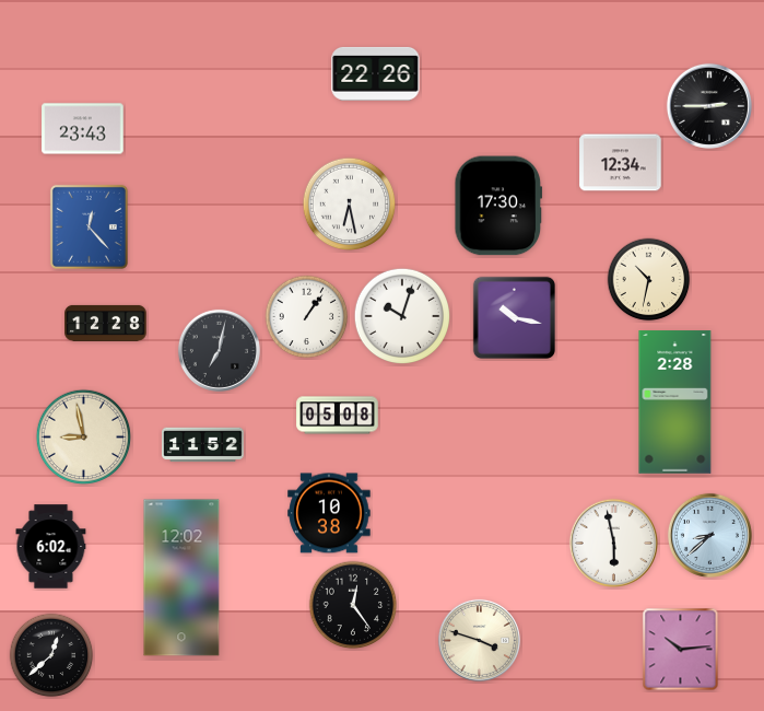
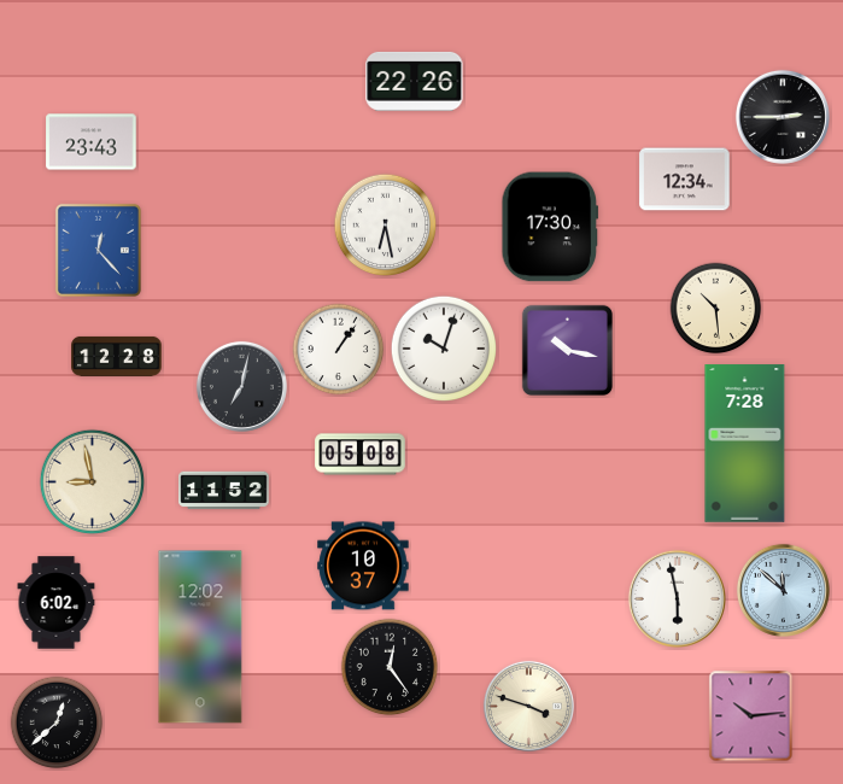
clock at (649, 280): 10:32 -> 10:29
clock at (675, 403): 2:28 -> 7:28
clock at (338, 416) position: (338, 416) -> (361, 455)
clock at (329, 513): 10:38 -> 10:37
clock at (709, 535): 8:38 -> 11:52
